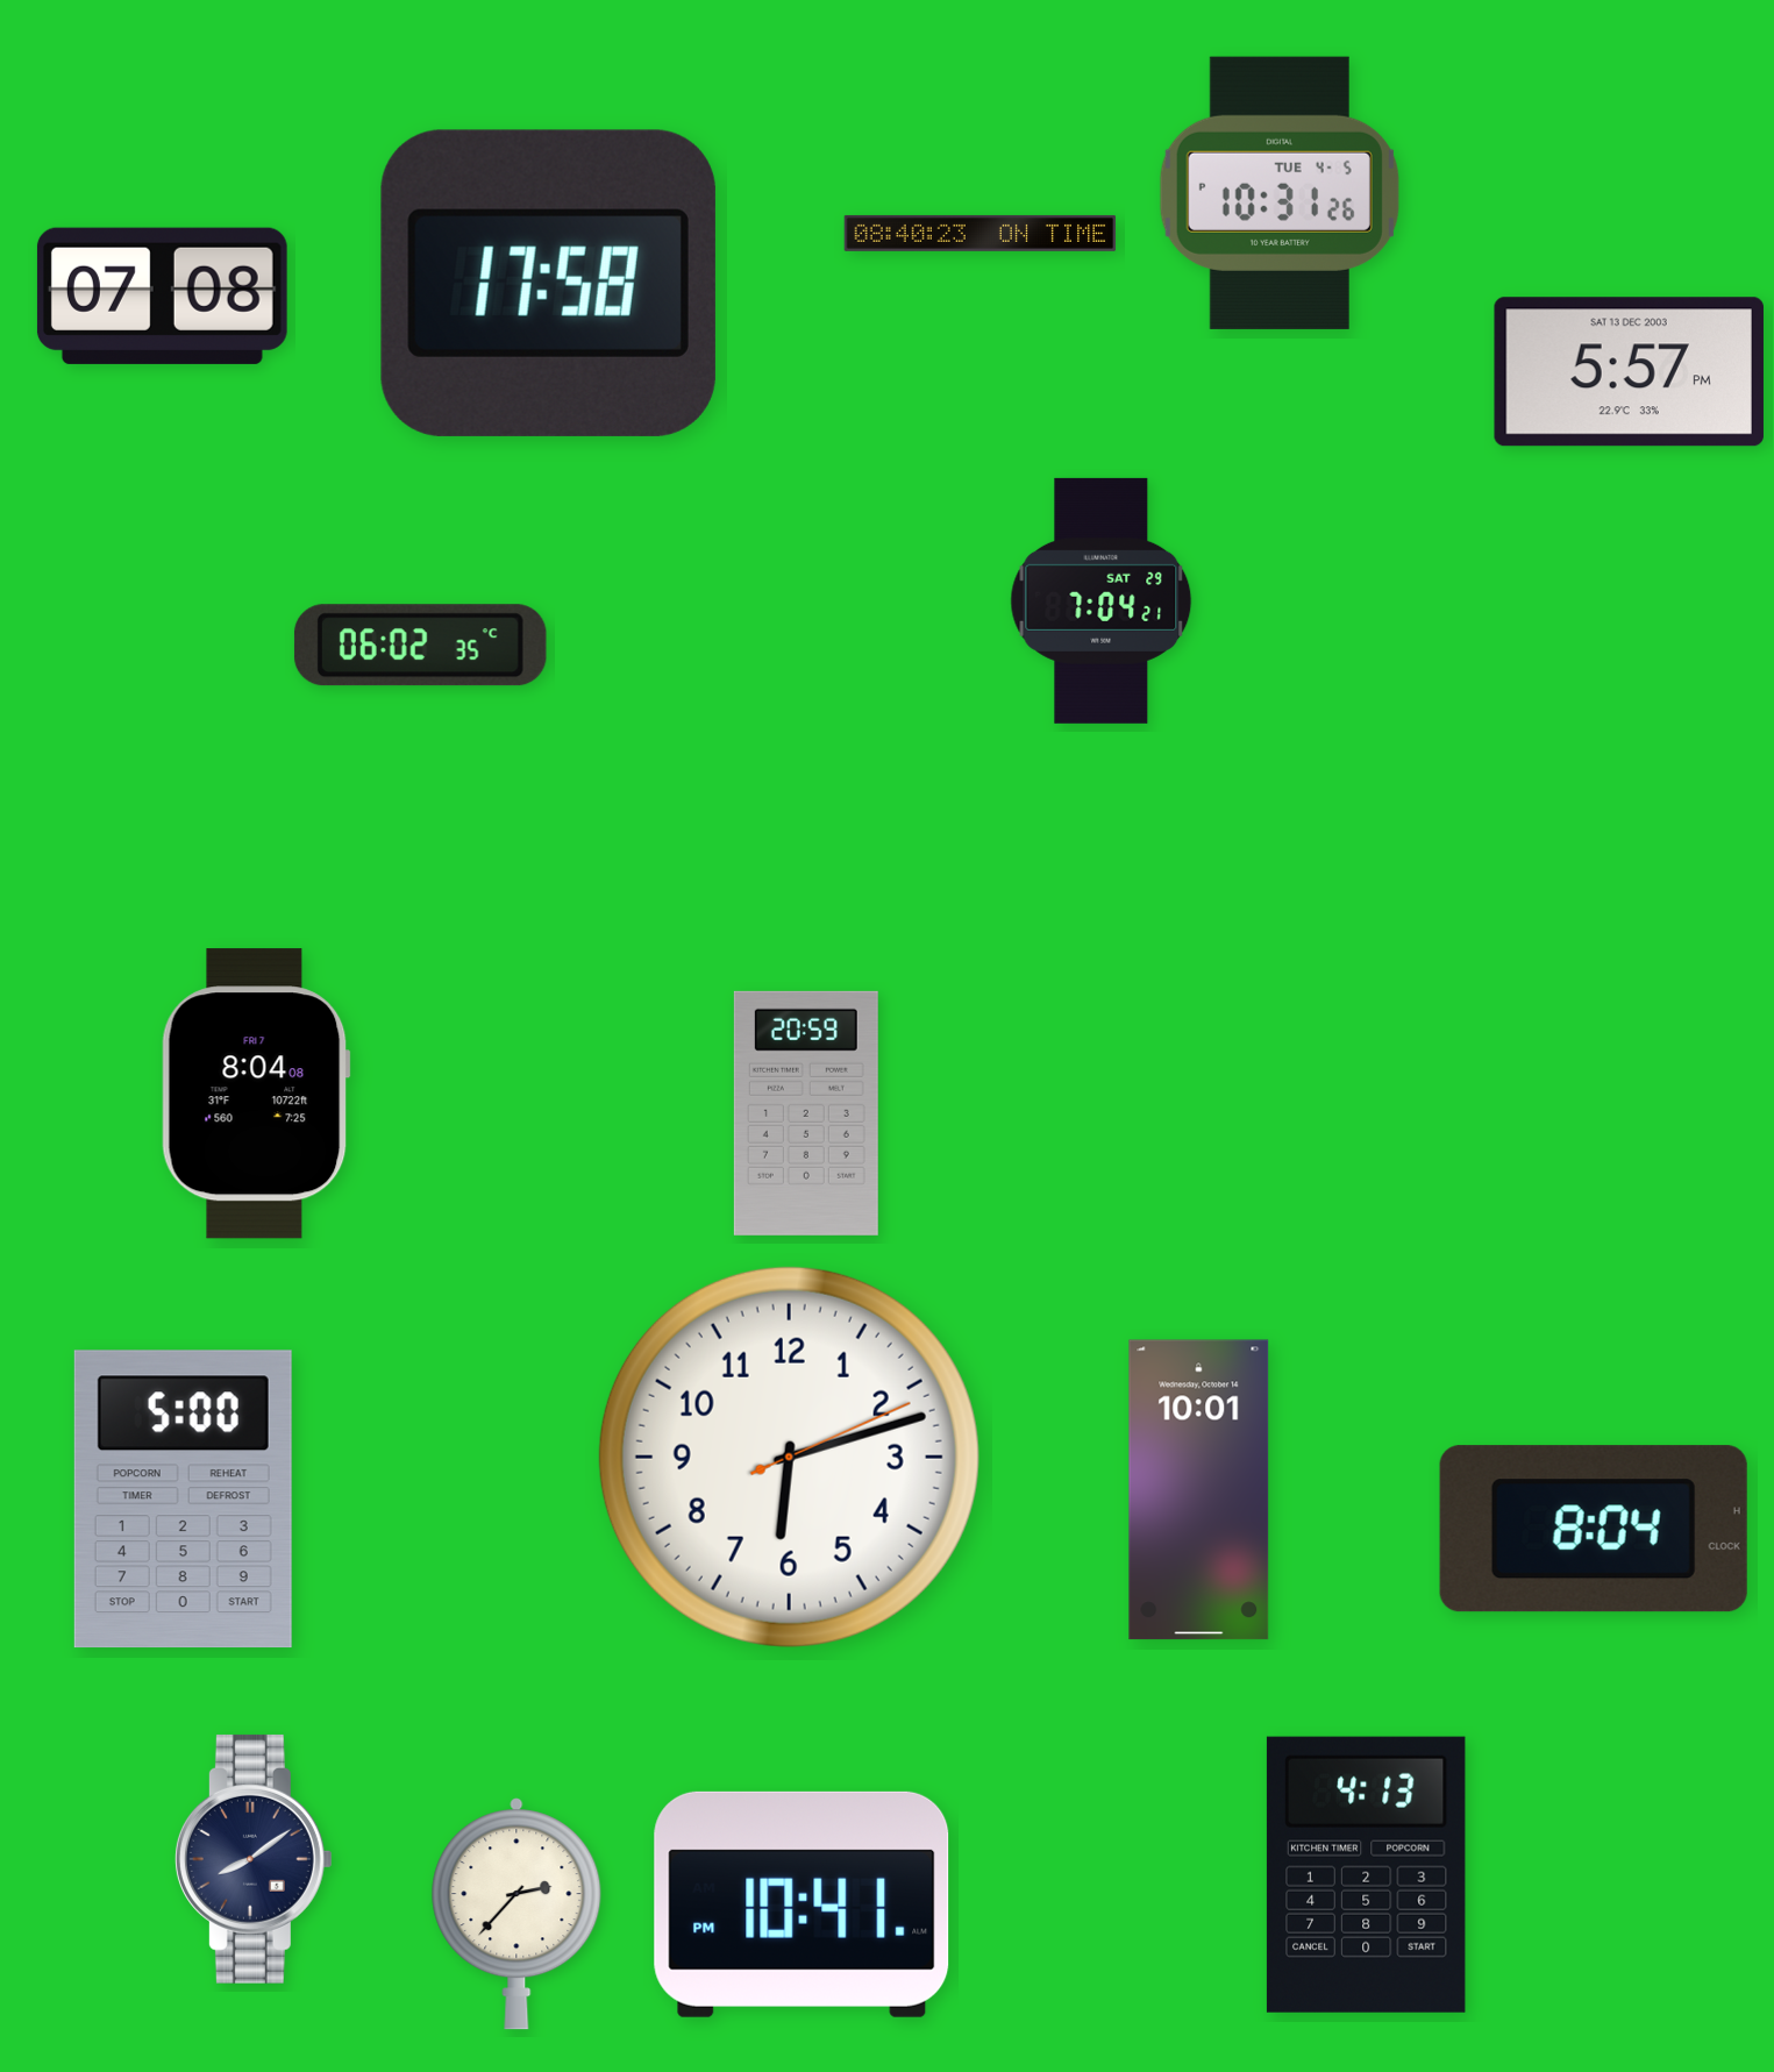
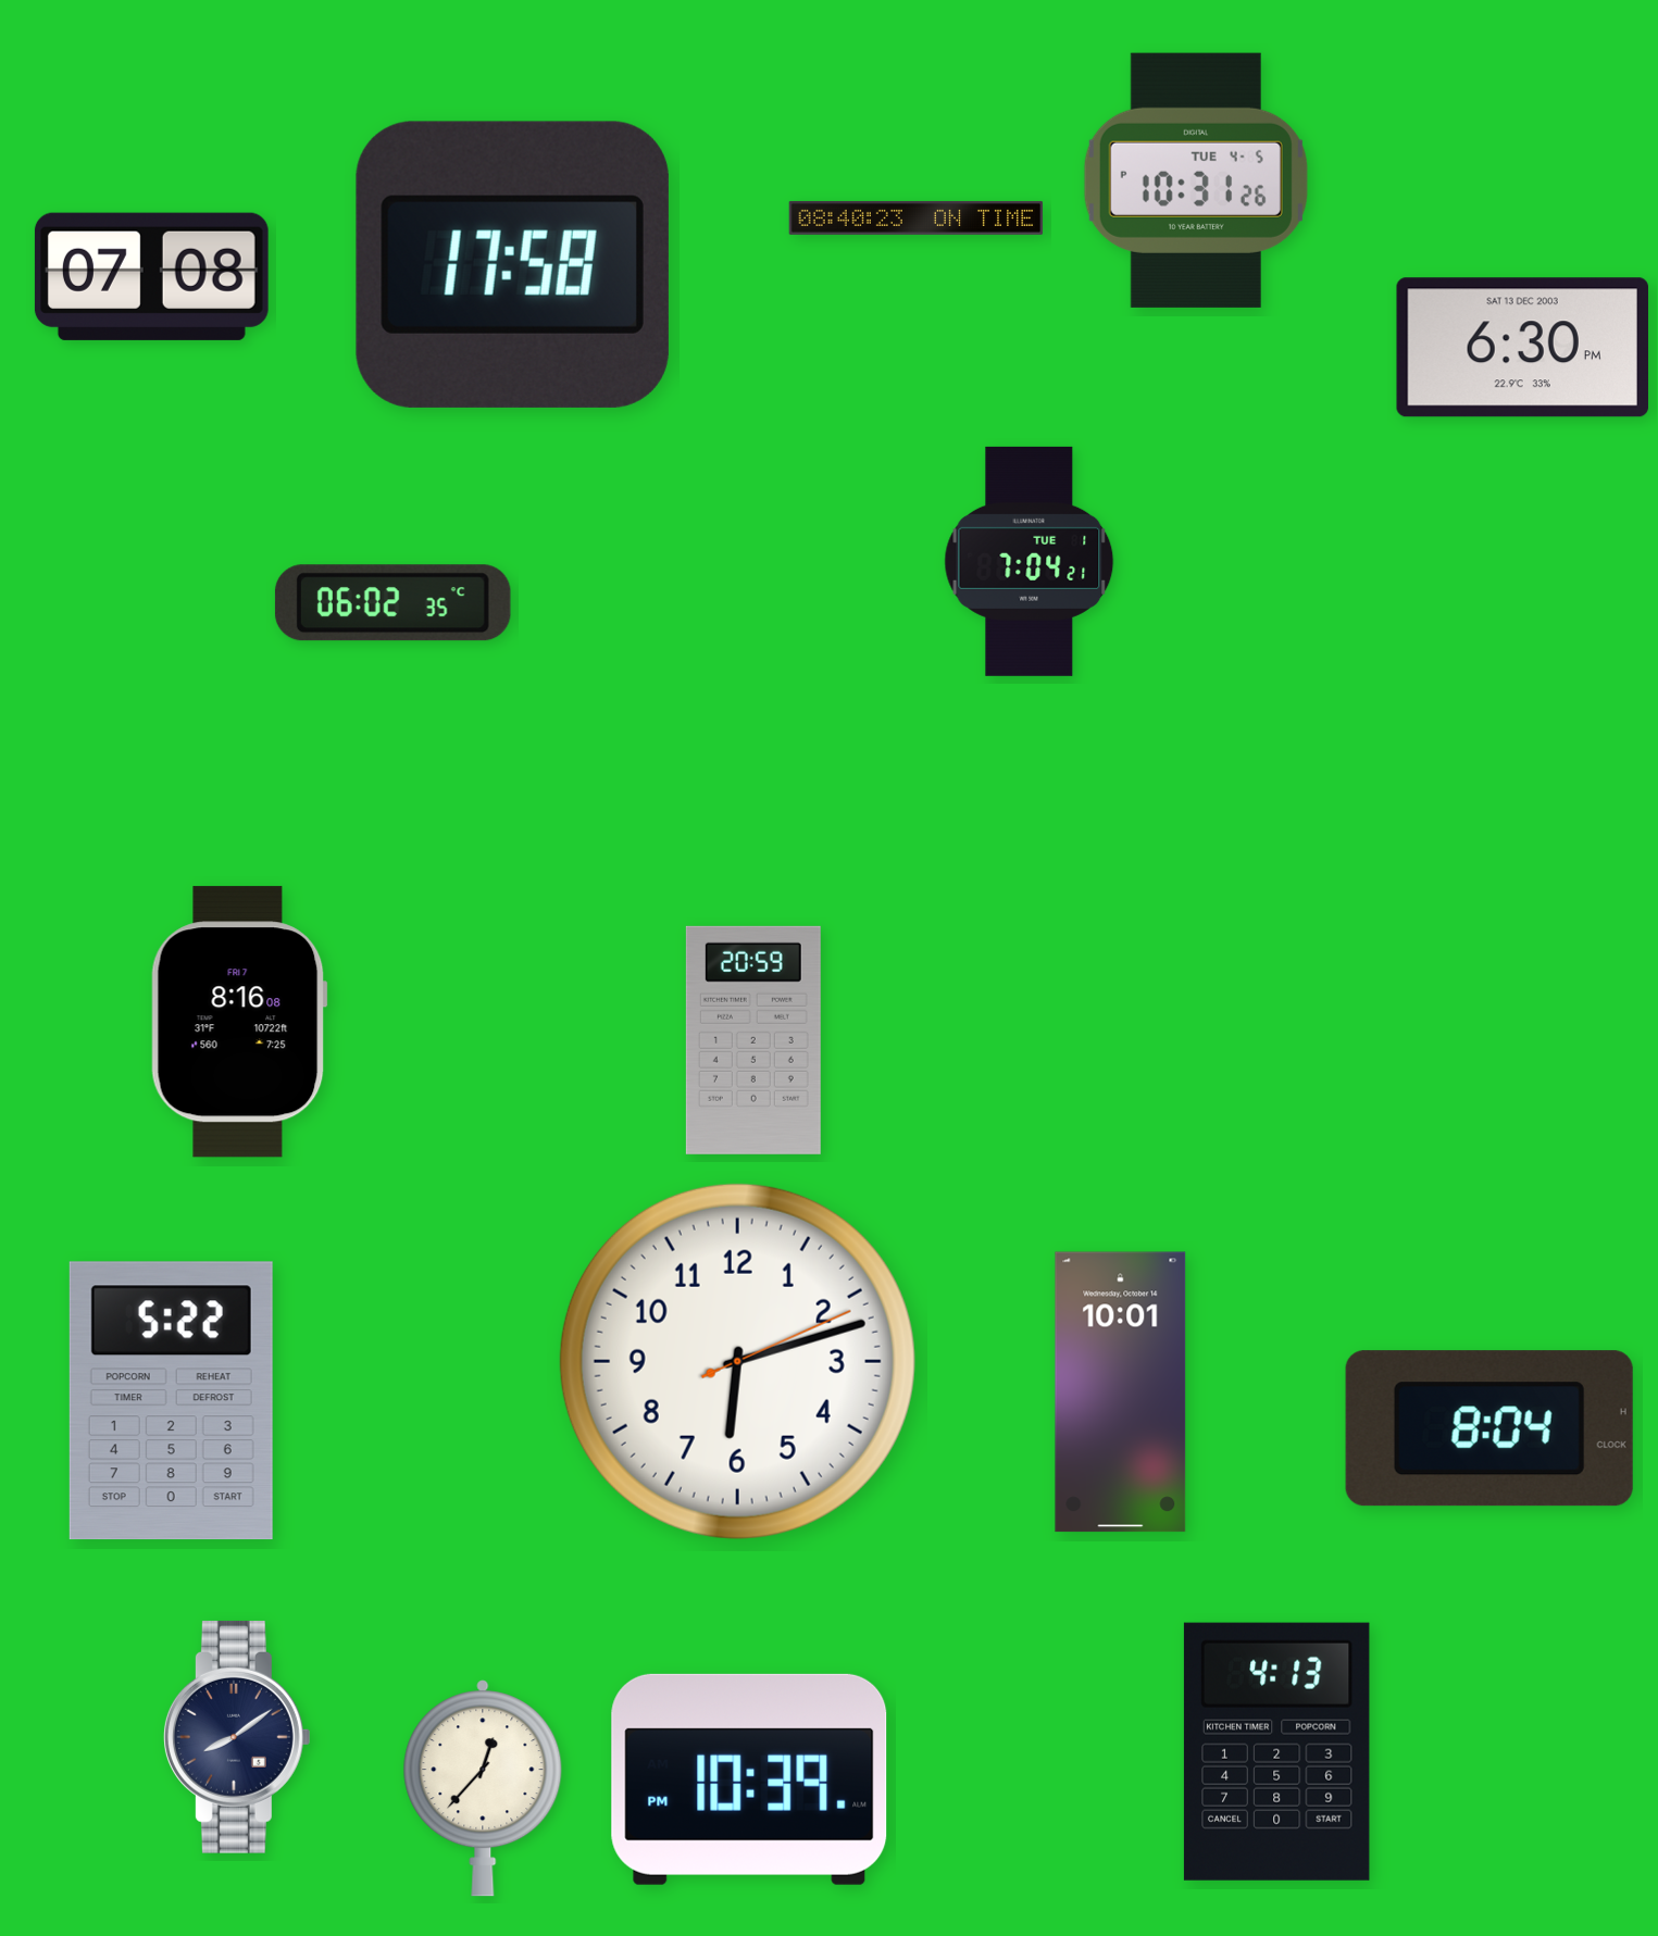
clock at (1629, 372): 5:57 -> 6:30
clock at (1102, 600) date: SAT 29 -> TUE 1
clock at (256, 1094): 8:04 -> 8:16
clock at (183, 1500): 5:00 -> 5:22
clock at (801, 1904): 10:41 -> 10:39
clock at (516, 1914): 2:37 -> 12:37
